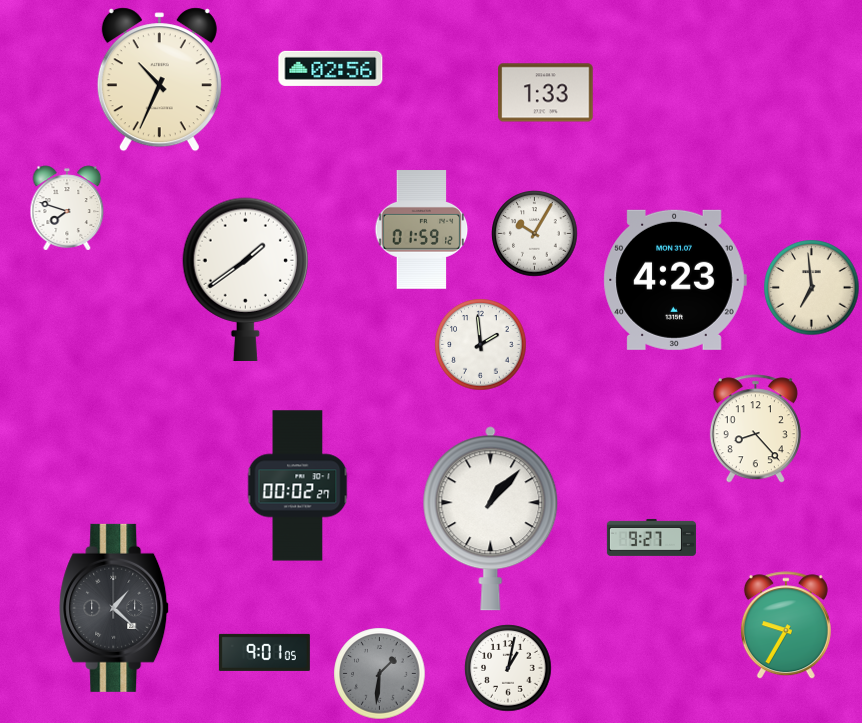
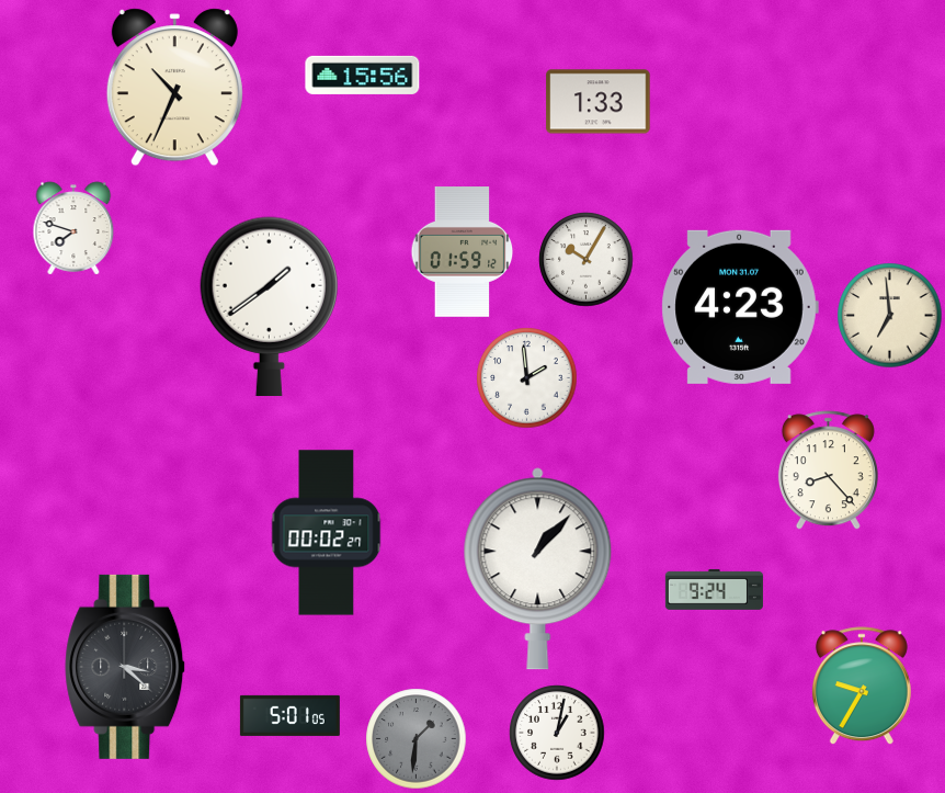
clock at (331, 68): 02:56 -> 15:56
clock at (535, 234) position: (535, 234) -> (587, 260)
clock at (651, 537): 9:27 -> 9:24
clock at (115, 608): 1:22 -> 3:22
clock at (264, 652): 9:01 -> 5:01
